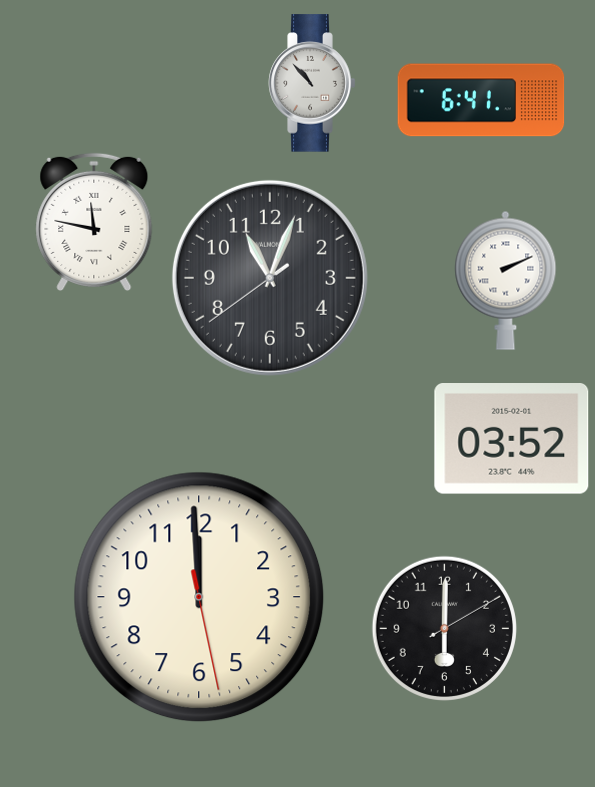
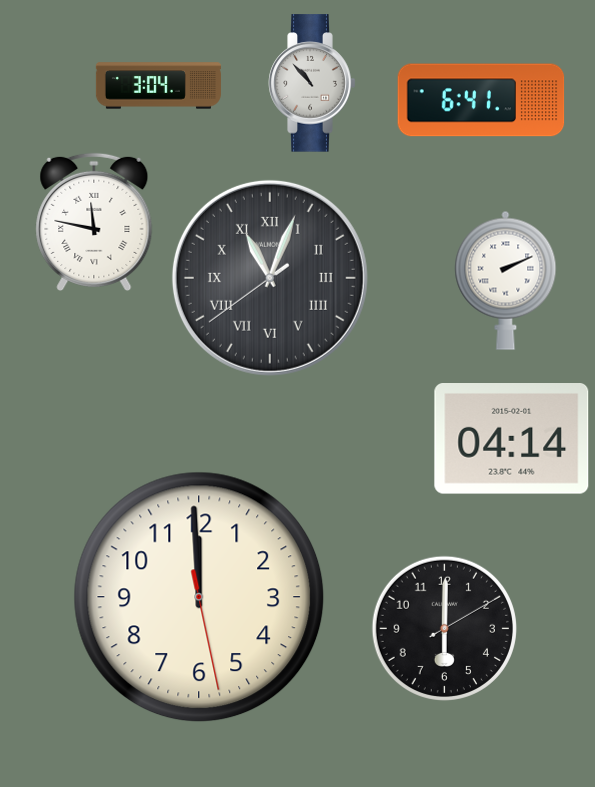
clock at (158, 86): none -> 3:04
clock at (270, 278) numerals: Arabic -> Roman
clock at (512, 439): 03:52 -> 04:14
